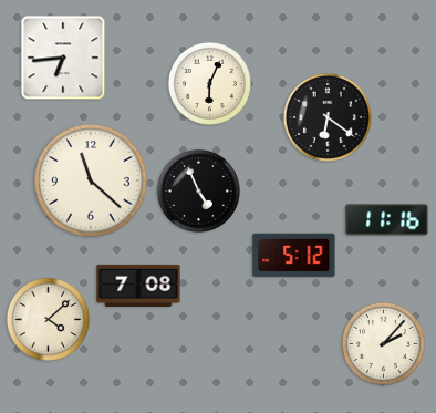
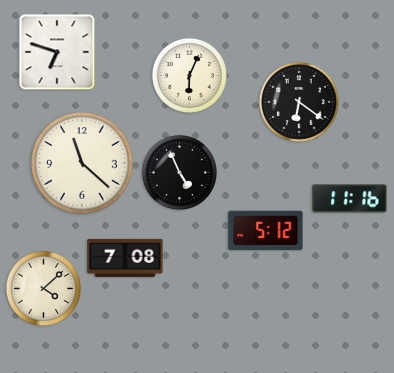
clock at (63, 58): 6:44 -> 6:48
clock at (328, 117) position: (328, 117) -> (299, 102)
clock at (383, 343): 2:07 -> none
